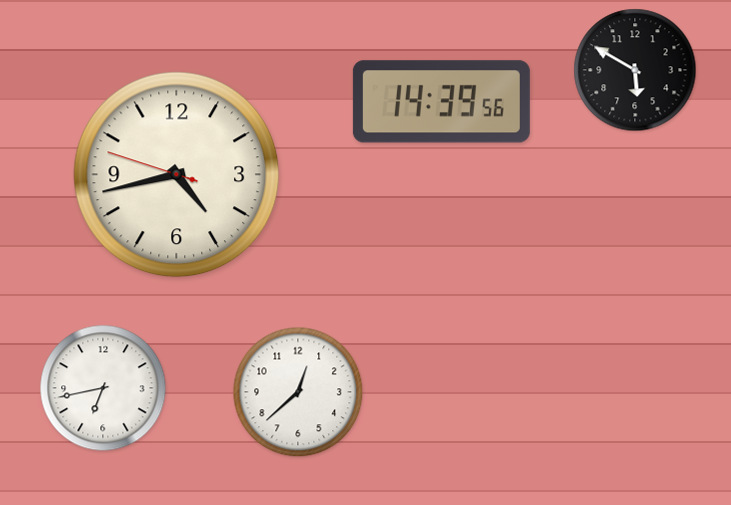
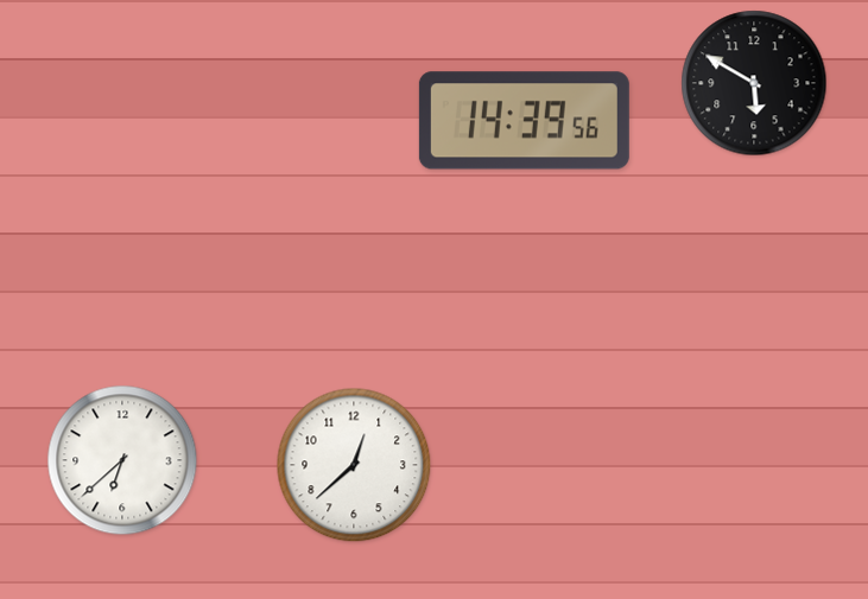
clock at (177, 175): 4:42 -> none
clock at (103, 388): 6:43 -> 6:38
